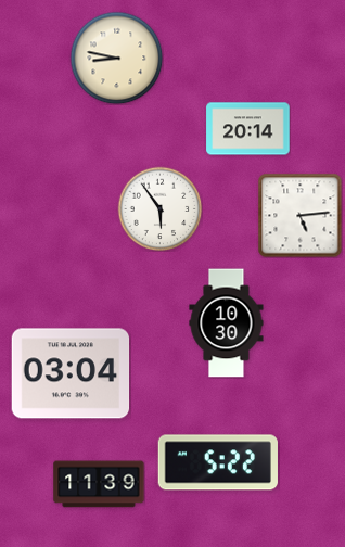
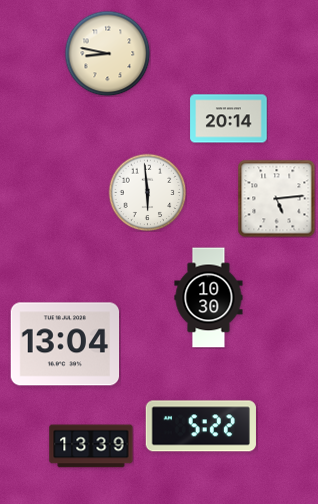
clock at (159, 208): 5:54 -> 5:59
clock at (71, 373): 03:04 -> 13:04
clock at (99, 484): 11:39 -> 13:39
